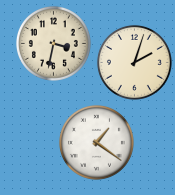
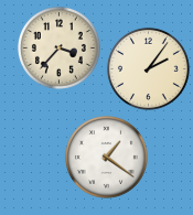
clock at (53, 43): 3:32 -> 3:37
clock at (134, 62): 2:03 -> 2:06
